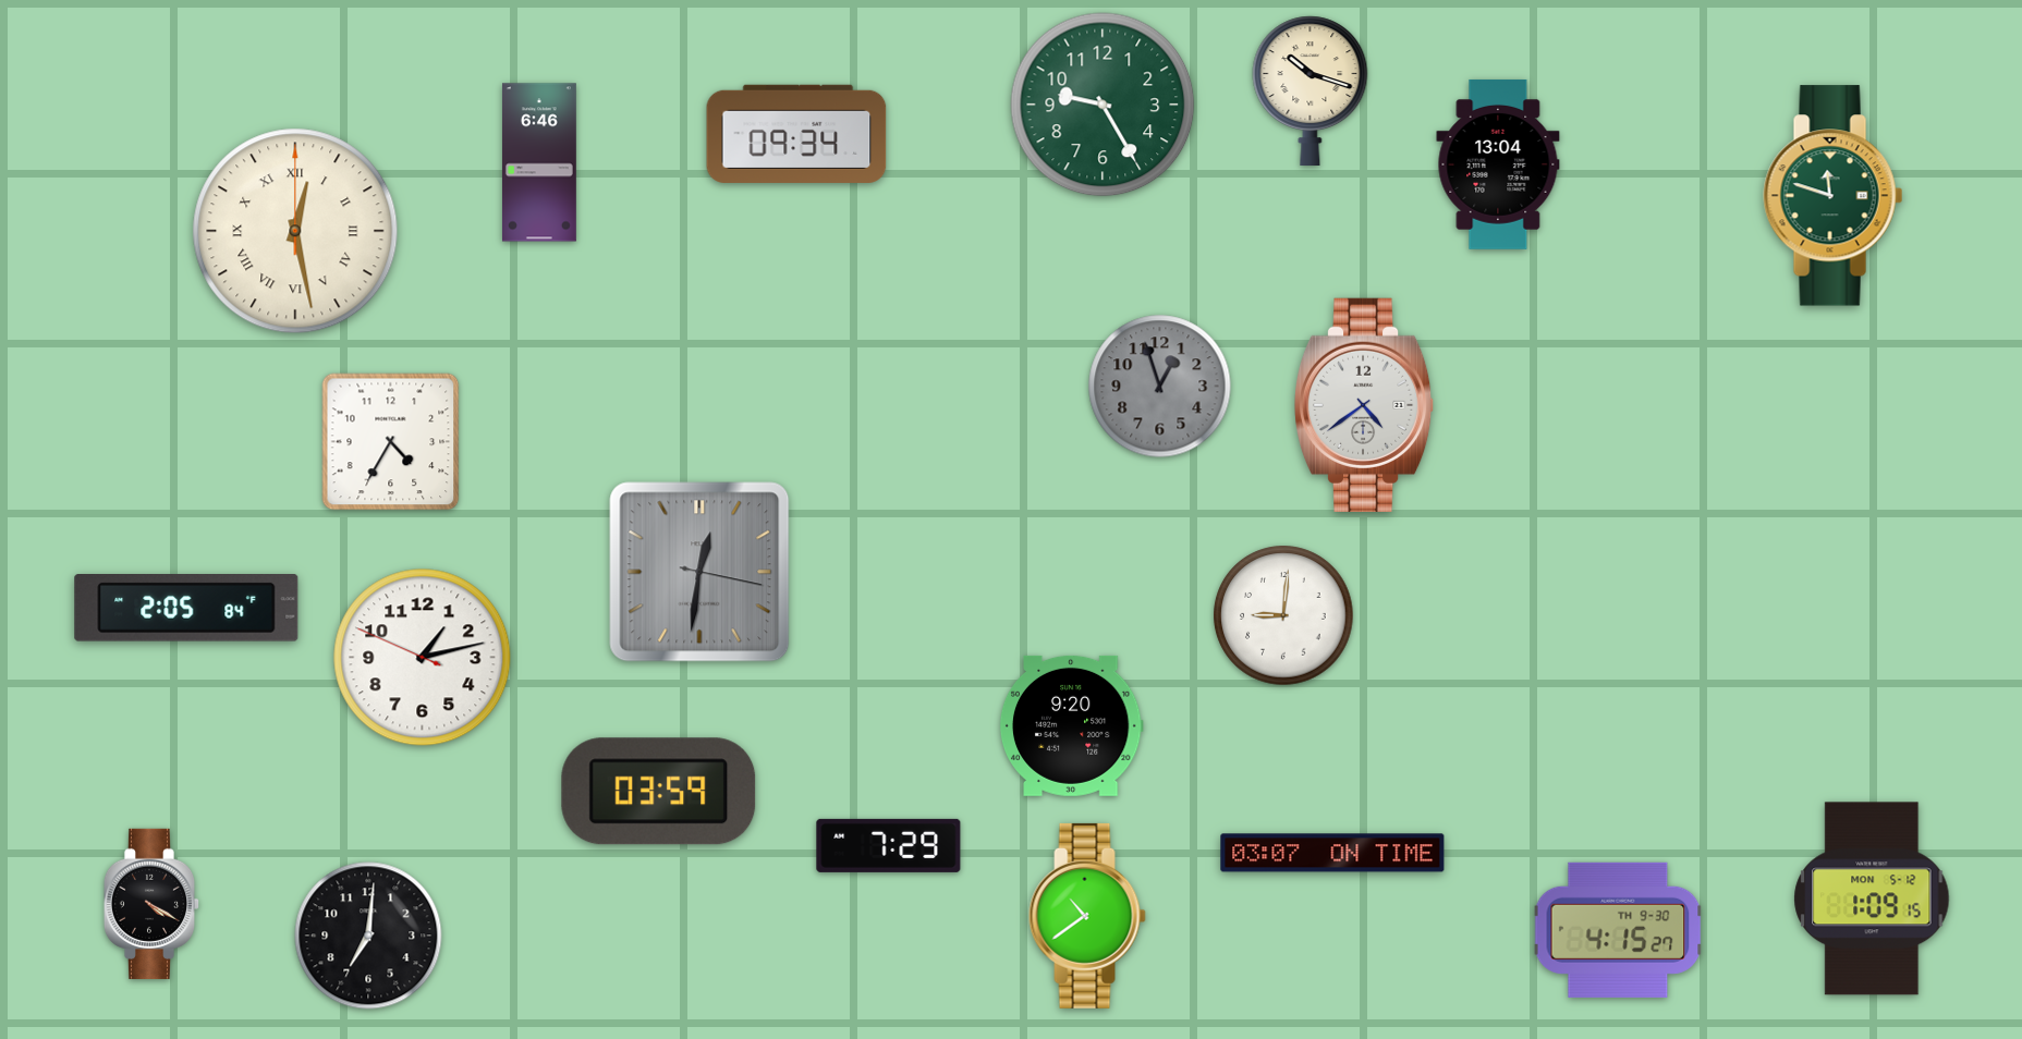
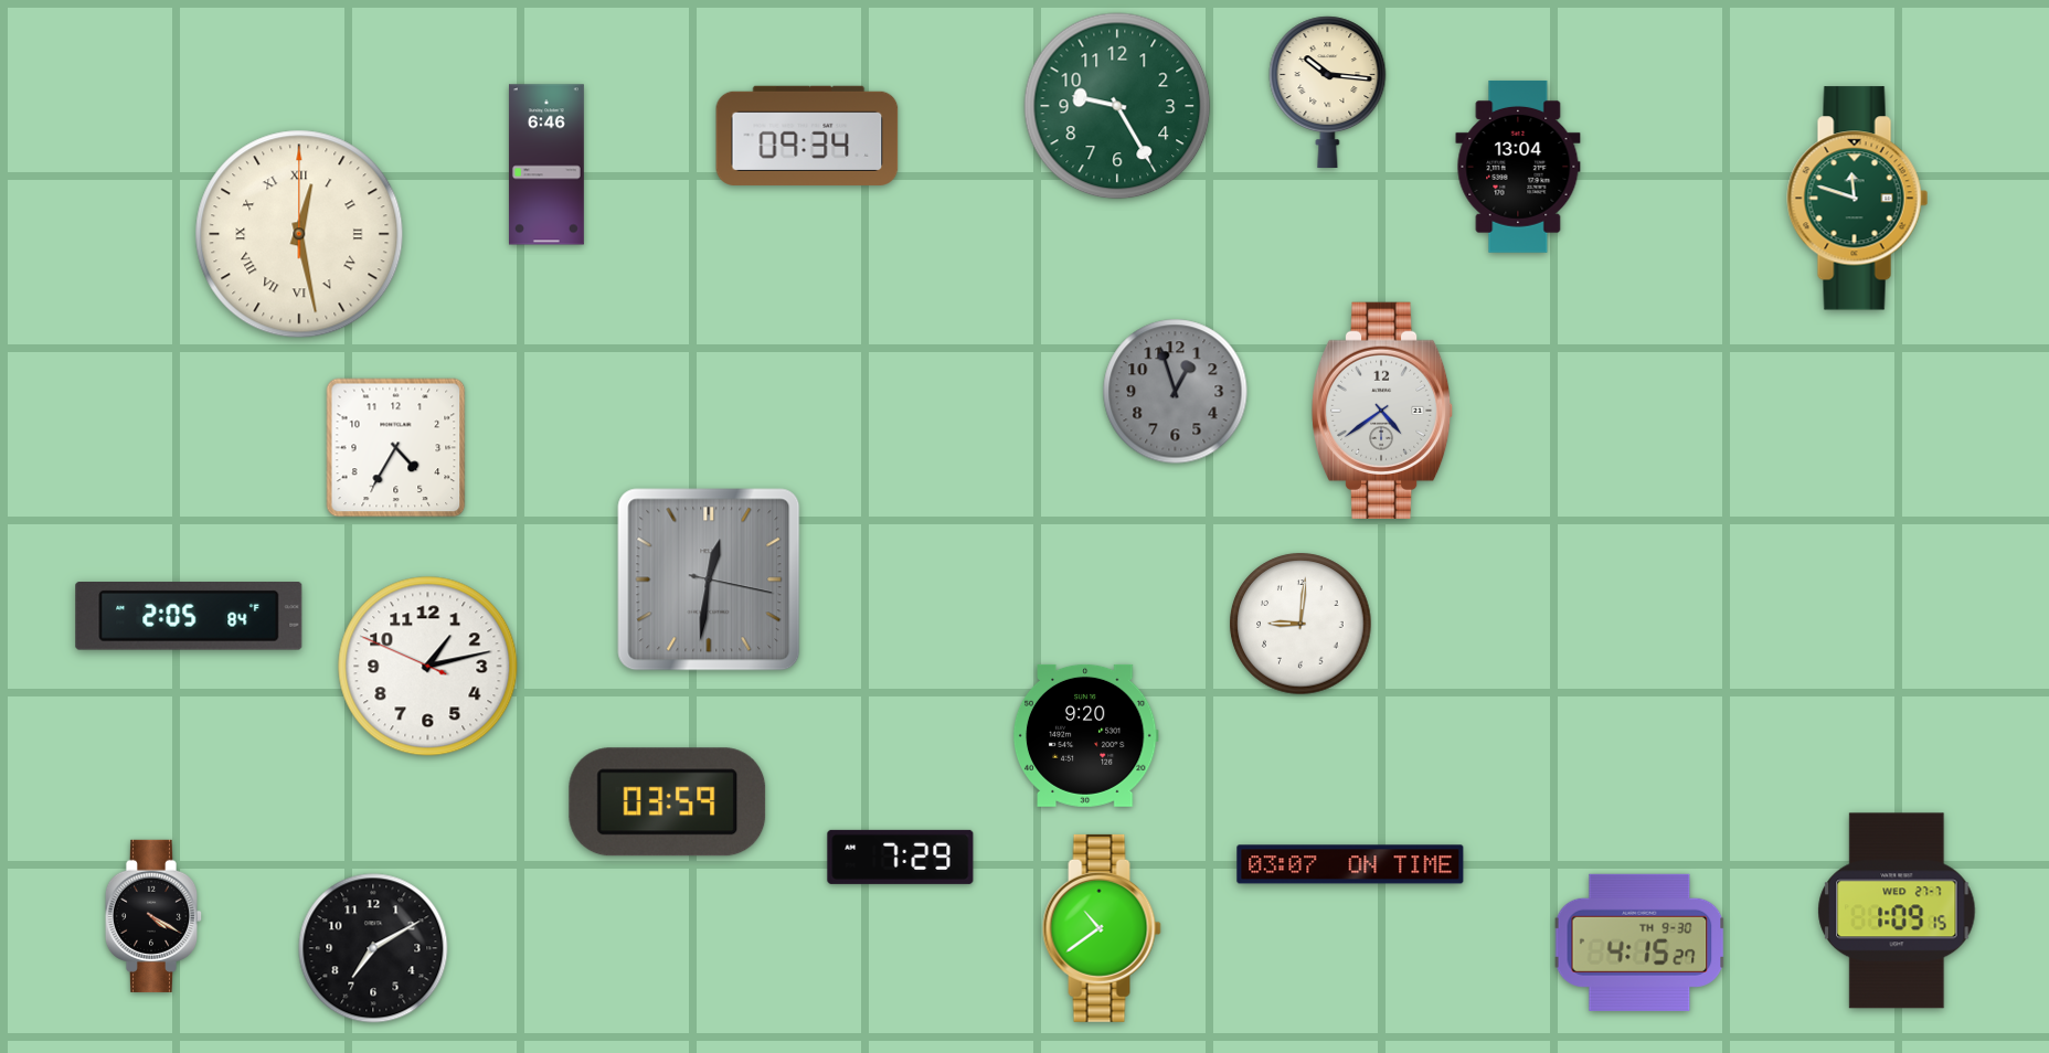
clock at (1311, 90): 10:18 -> 10:16
clock at (1872, 899) date: MON 5-12 -> WED 27-7
clock at (368, 936): 7:01 -> 7:10
